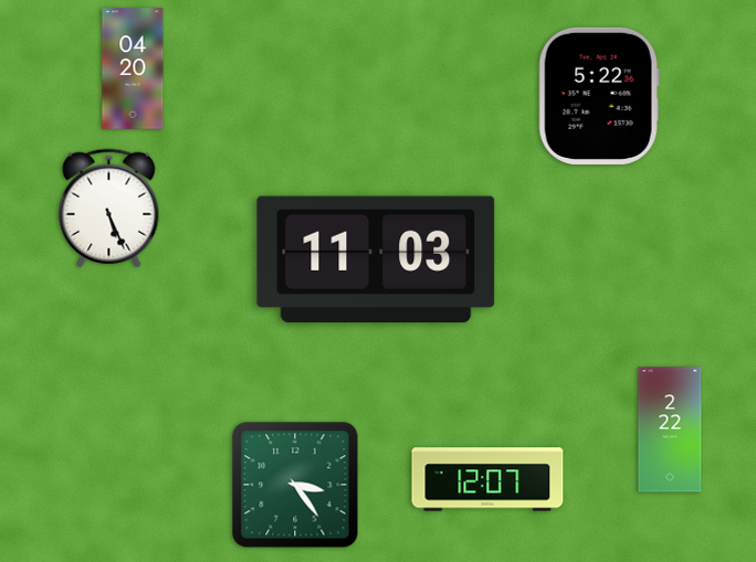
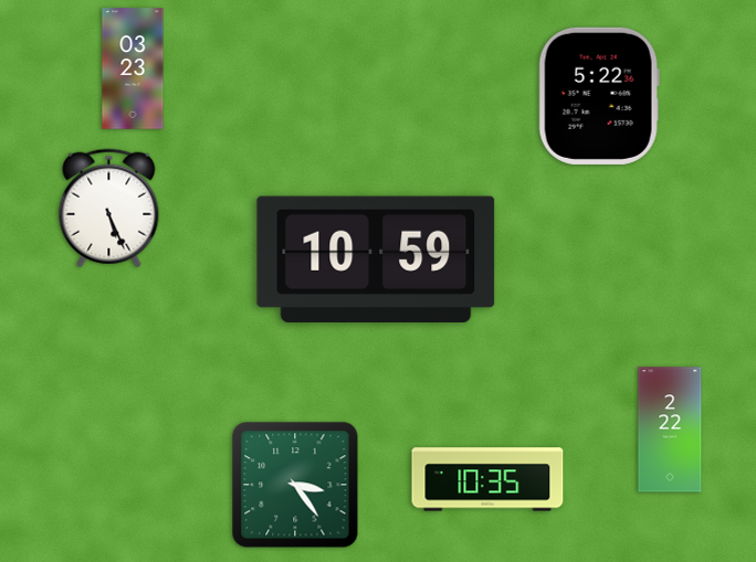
clock at (133, 68): 04:20 -> 03:23
clock at (376, 259): 11:03 -> 10:59
clock at (487, 479): 12:07 -> 10:35
